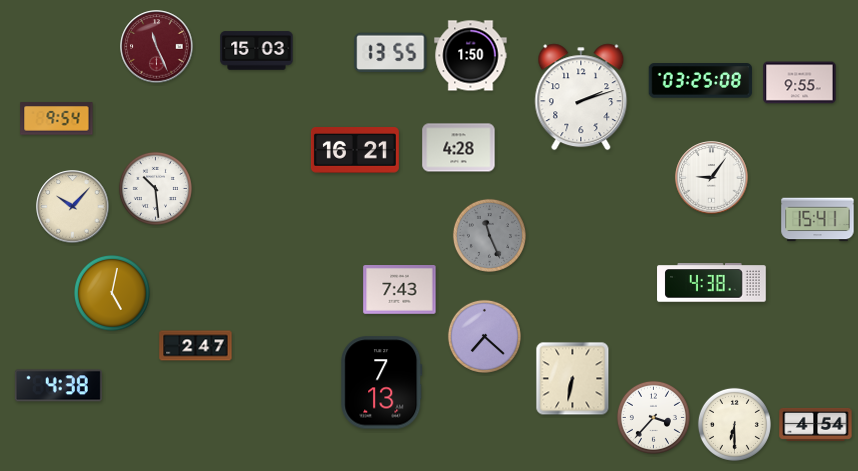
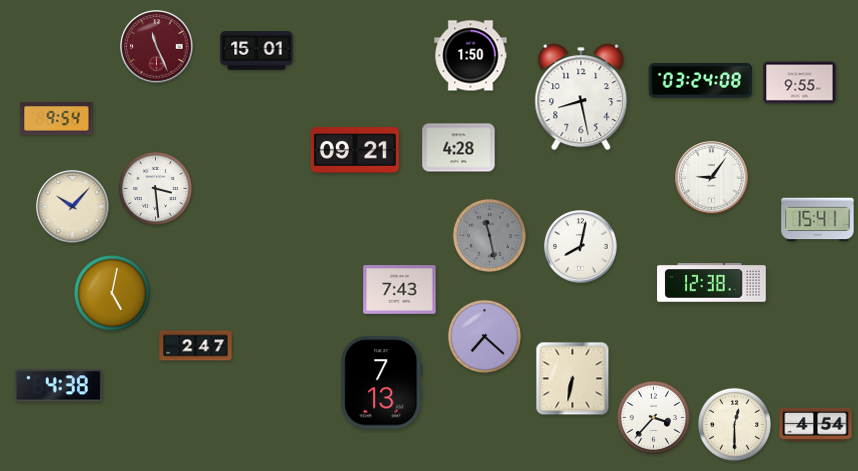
clock at (257, 51): 15:03 -> 15:01
clock at (391, 53): 13:55 -> none
clock at (701, 81): 03:25 -> 03:24
clock at (581, 97): 2:12 -> 8:28
clock at (355, 150): 16:21 -> 09:21
clock at (155, 188): 10:29 -> 3:29
clock at (489, 235): 11:26 -> 11:28
clock at (581, 247): none -> 8:02
clock at (712, 283): 4:38 -> 12:38
clock at (734, 424): 6:30 -> 12:30
